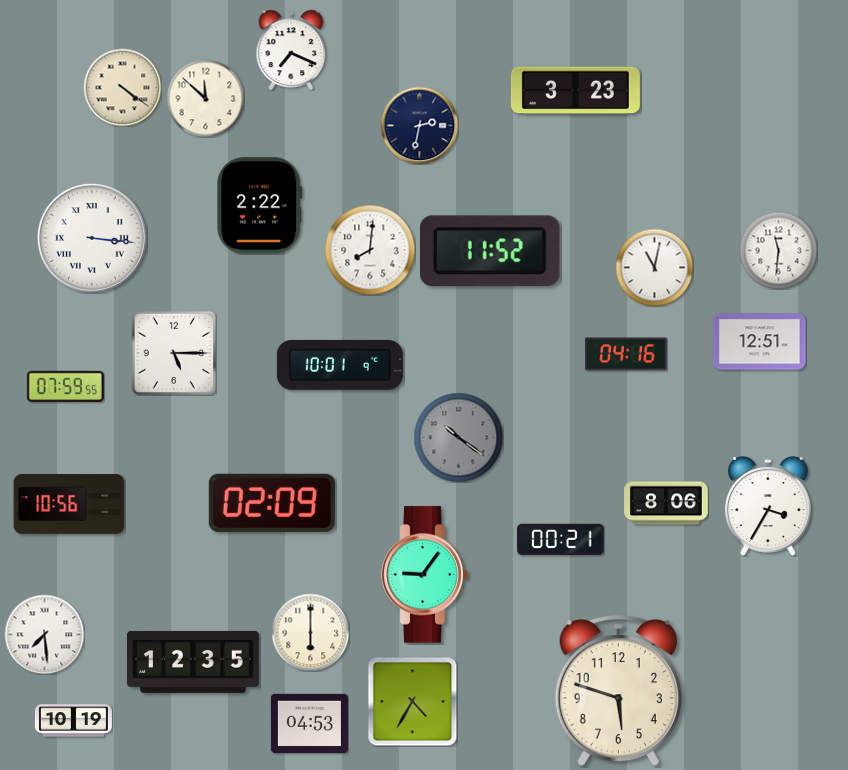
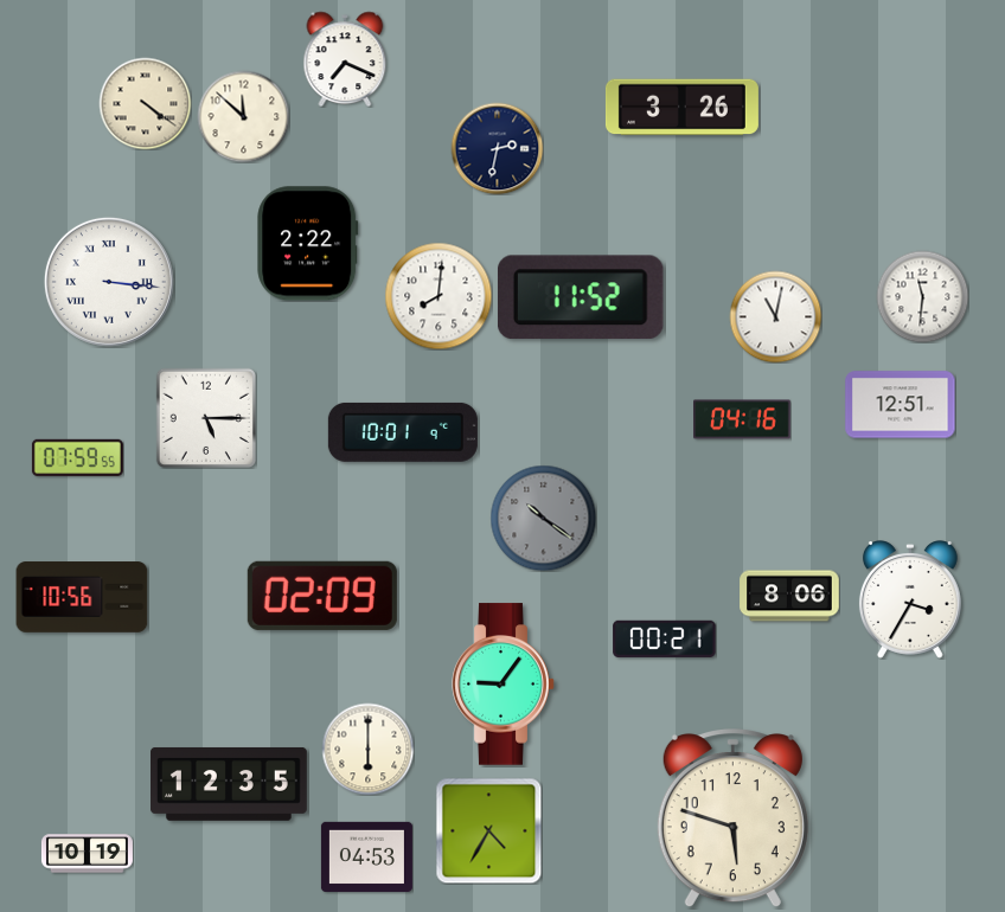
clock at (575, 91): 3:23 -> 3:26
clock at (425, 575) position: (425, 575) -> (504, 685)
clock at (44, 634): 7:29 -> none
